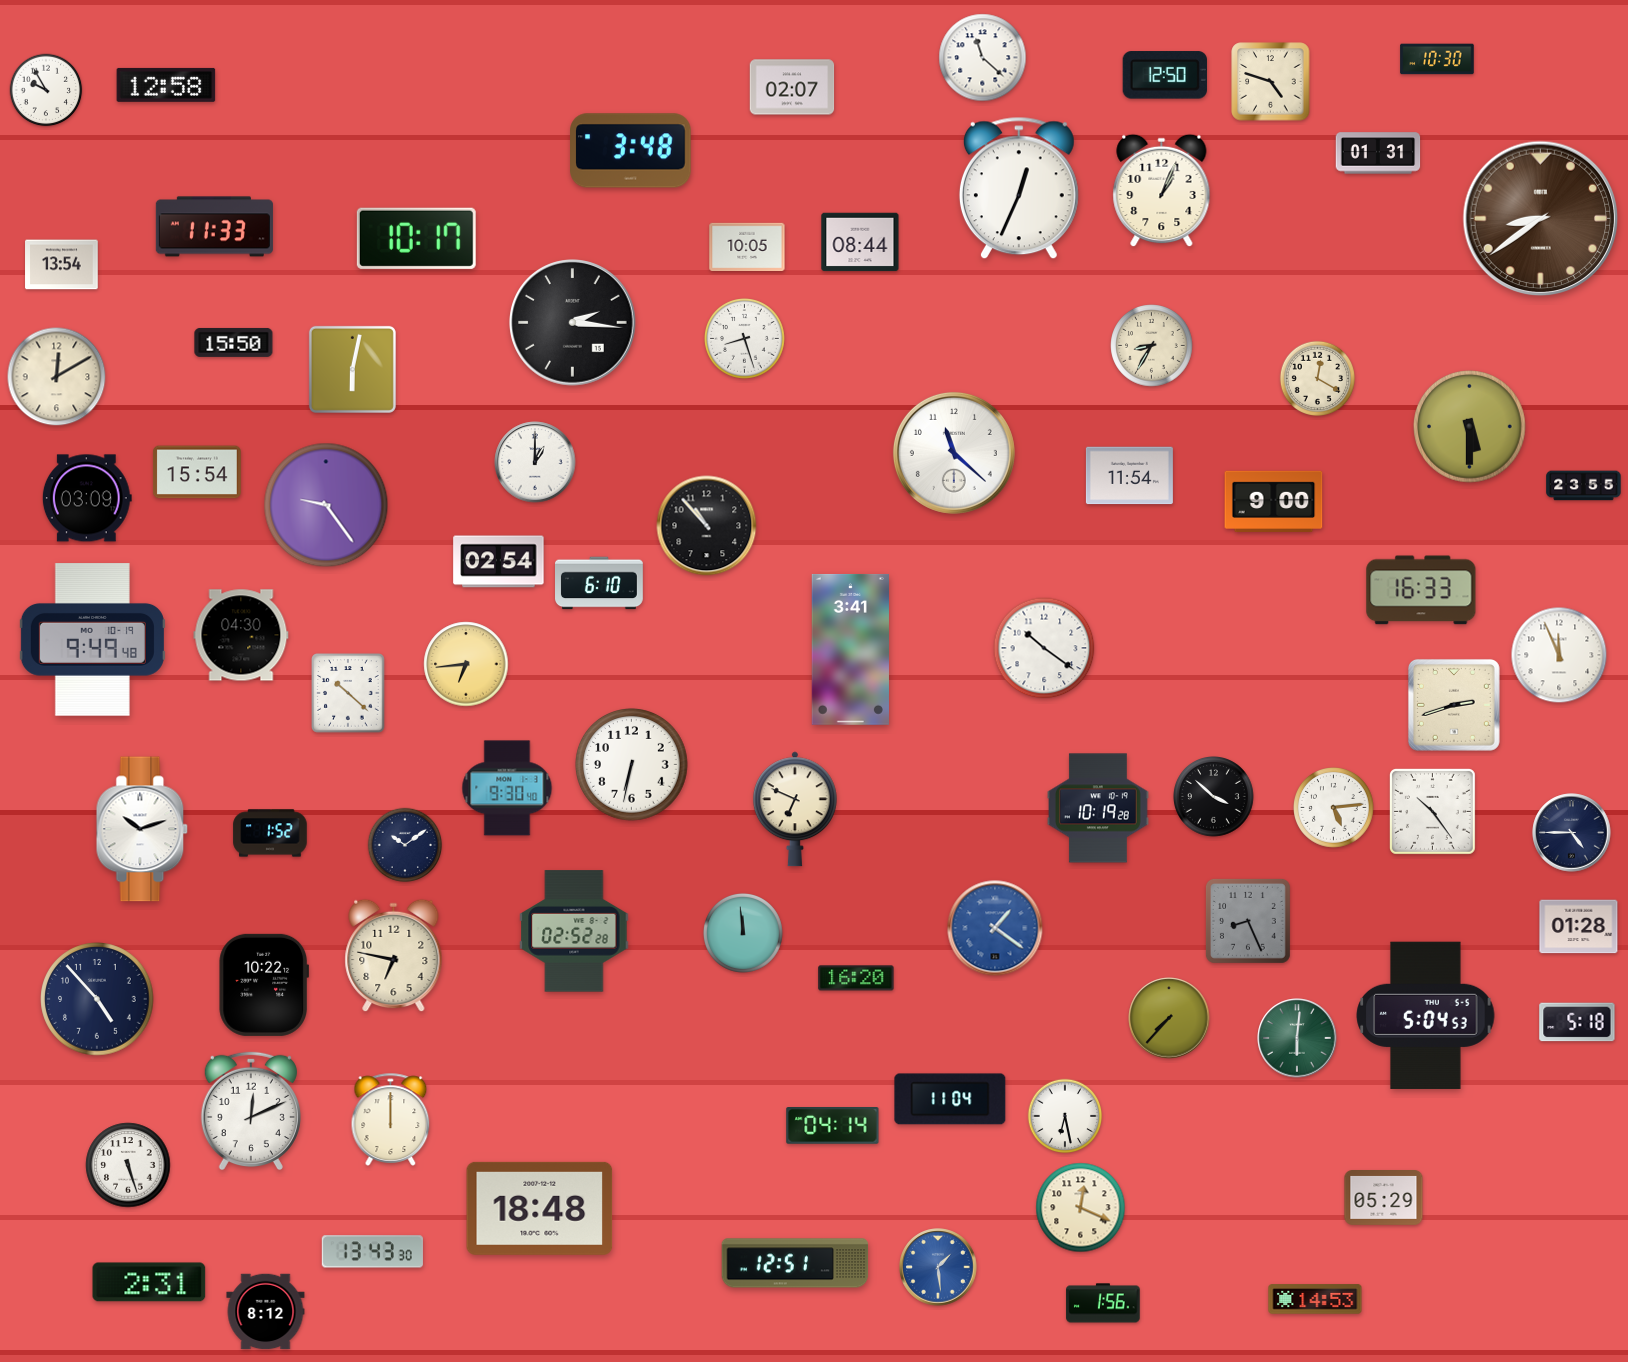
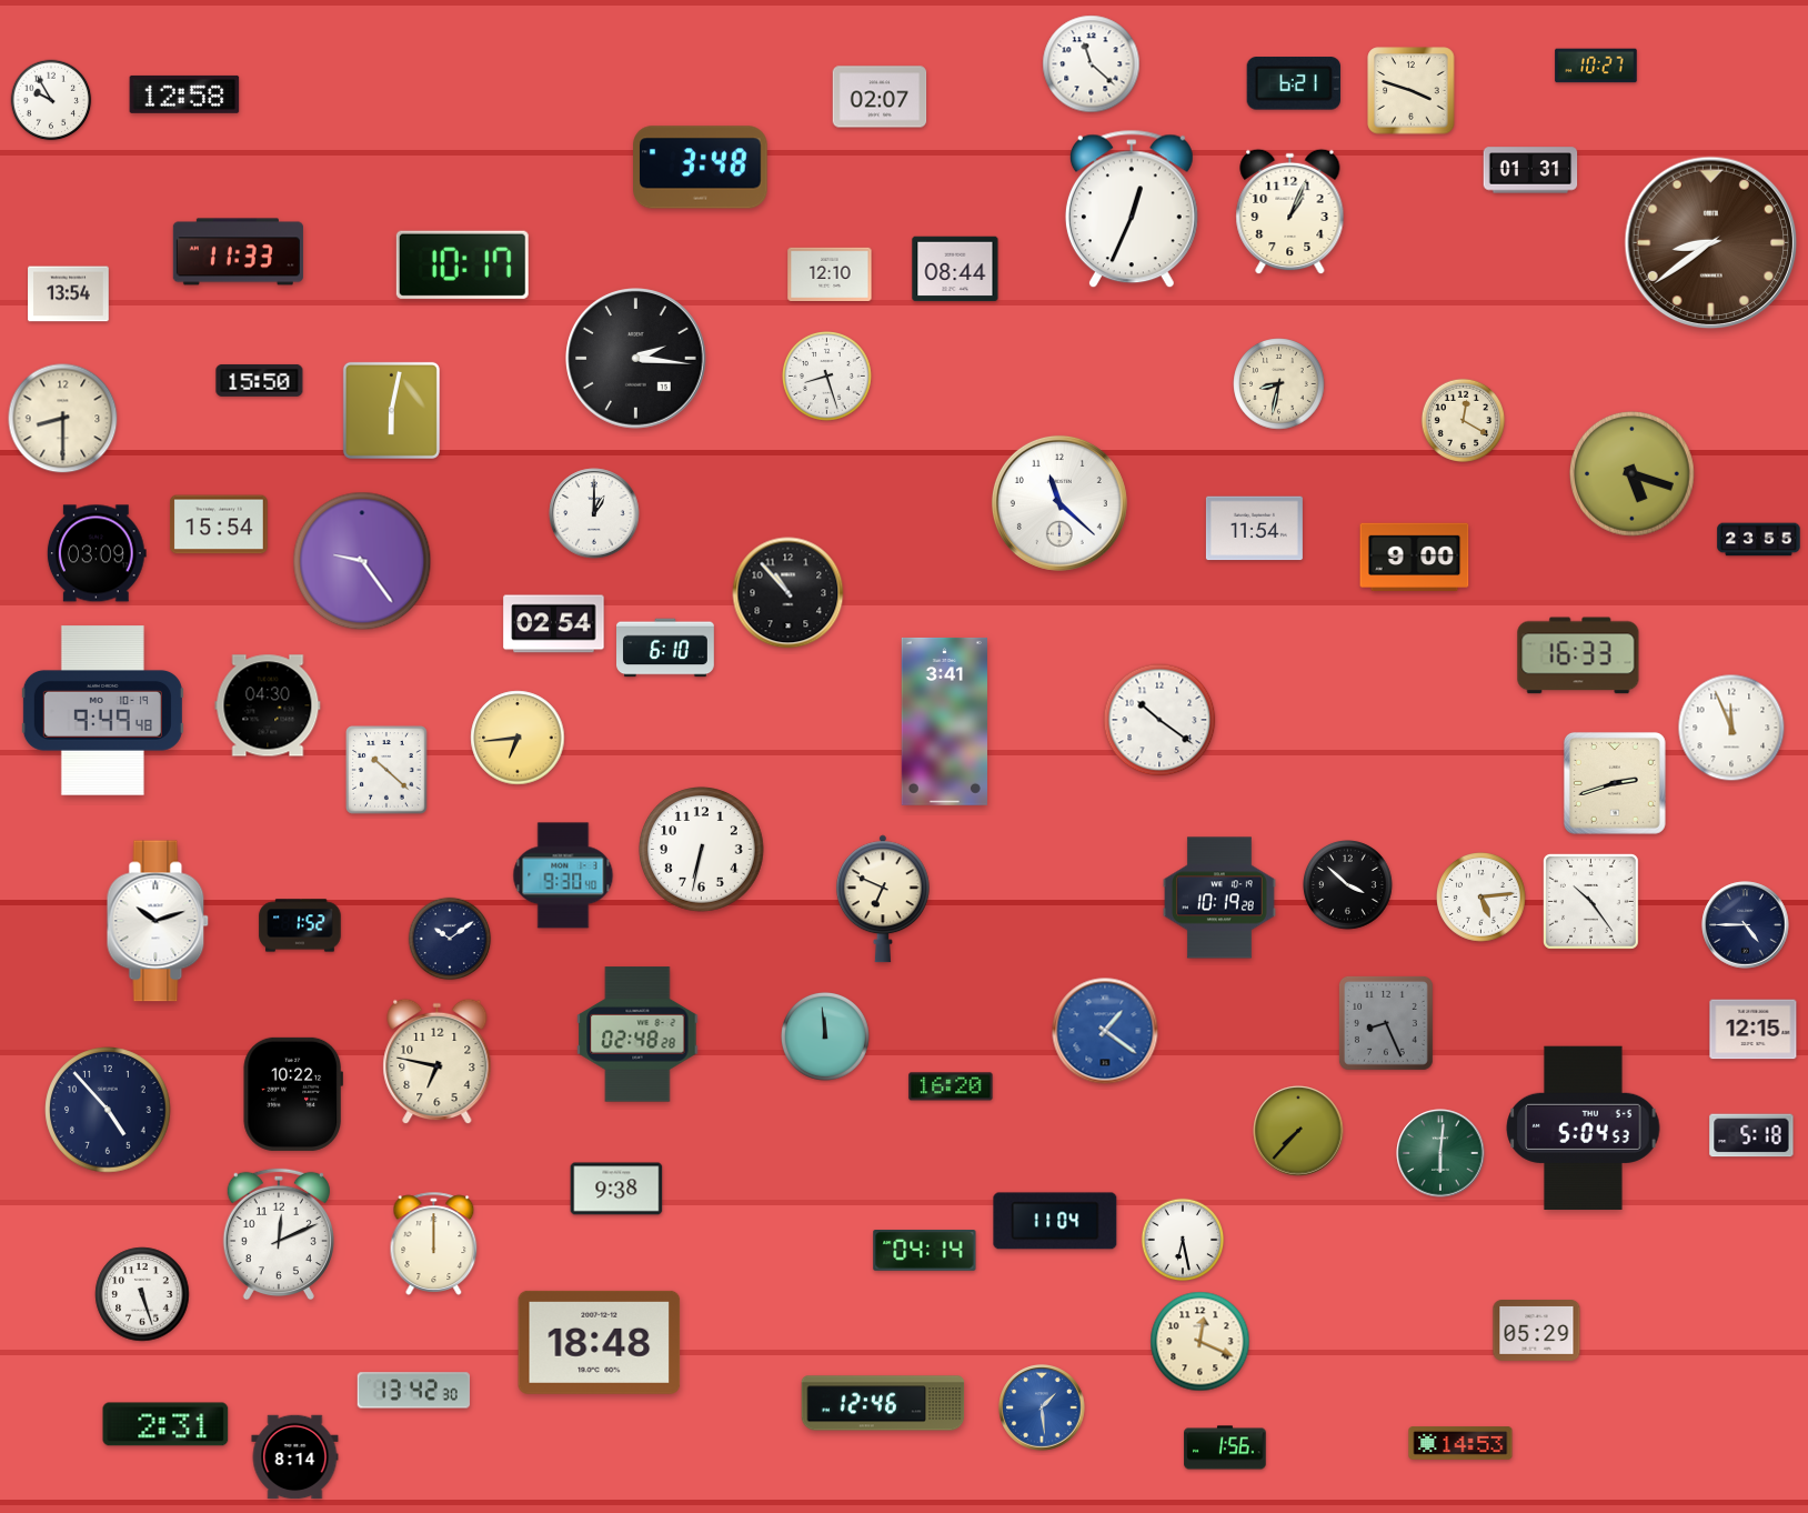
clock at (1437, 59): 10:30 -> 10:27
clock at (1165, 75): 12:50 -> 6:21
clock at (1271, 82): 4:48 -> 3:48
clock at (747, 246): 10:05 -> 12:10
clock at (1152, 346): 8:35 -> 8:32
clock at (57, 377): 12:10 -> 8:30
clock at (1470, 427): 5:30 -> 5:18
clock at (707, 526) position: (707, 526) -> (789, 593)
clock at (1579, 927): 01:28 -> 12:15
clock at (574, 931): 02:52 -> 02:48
clock at (616, 1189): none -> 9:38
clock at (372, 1252): 13:43 -> 13:42
clock at (795, 1263): 12:51 -> 12:46
clock at (266, 1312): 8:12 -> 8:14
